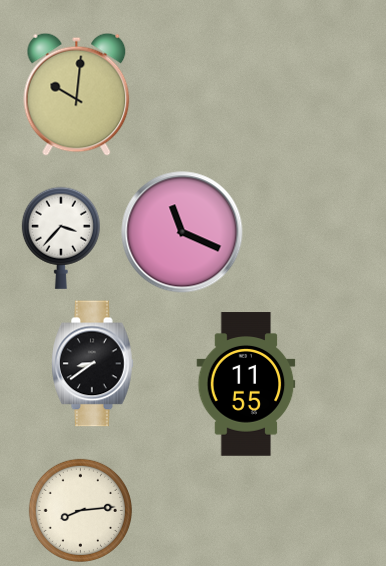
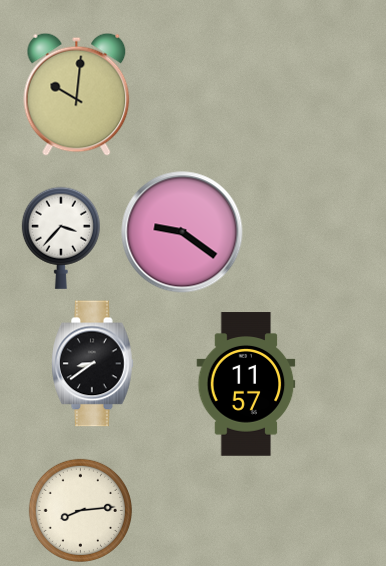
clock at (182, 232): 11:19 -> 9:21
clock at (246, 384): 11:55 -> 11:57
